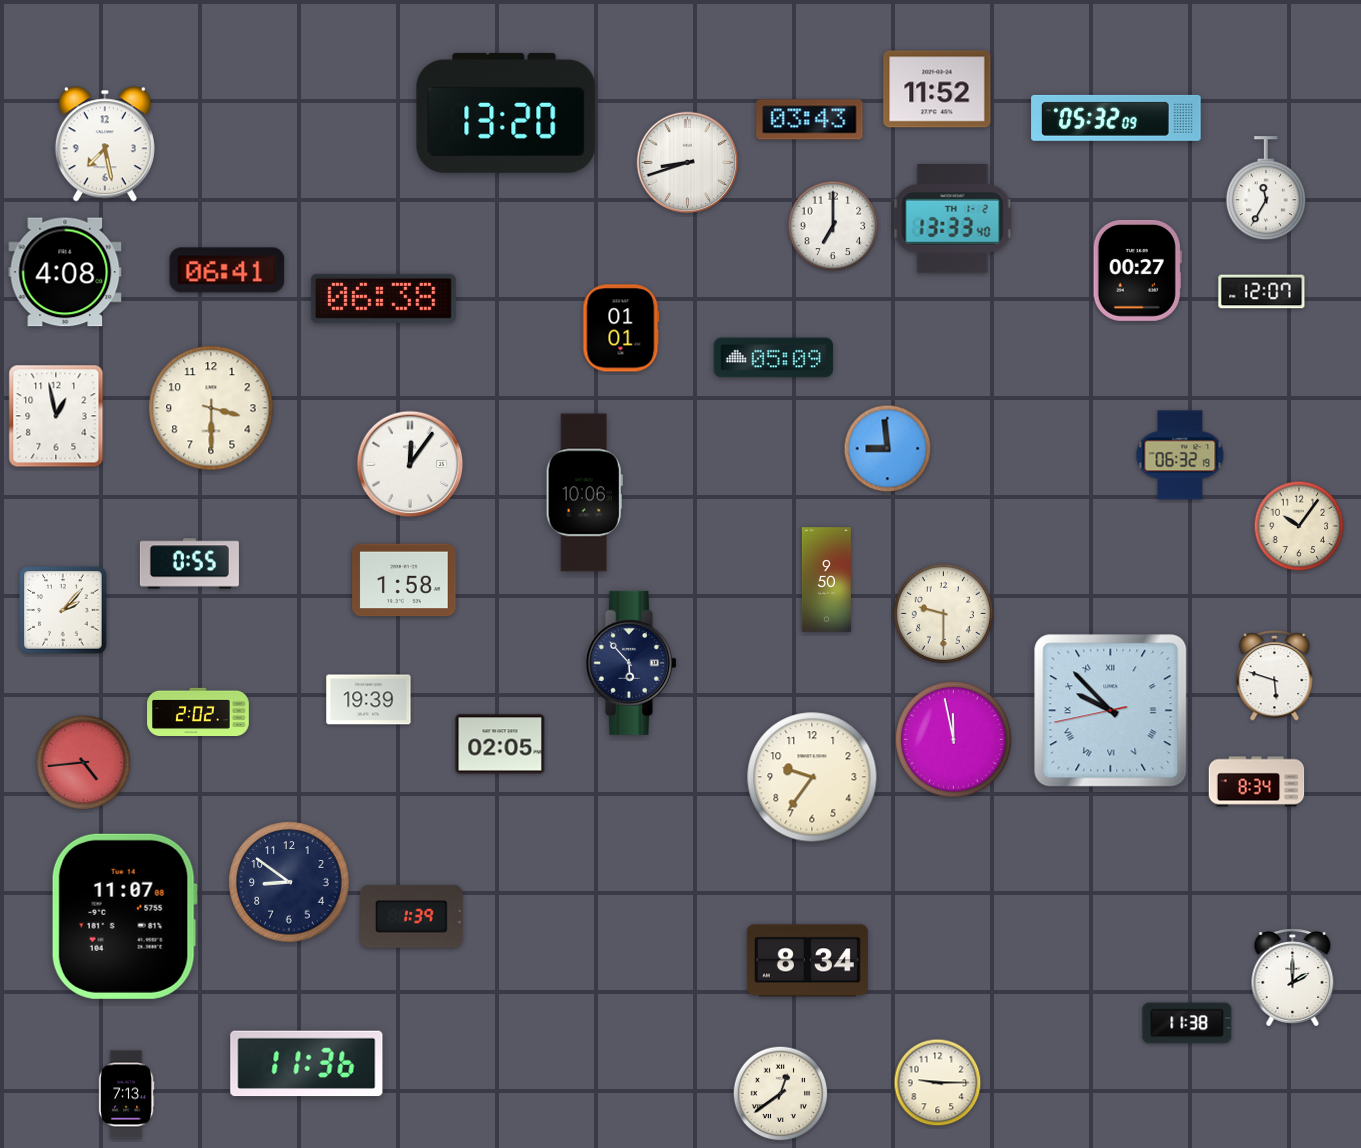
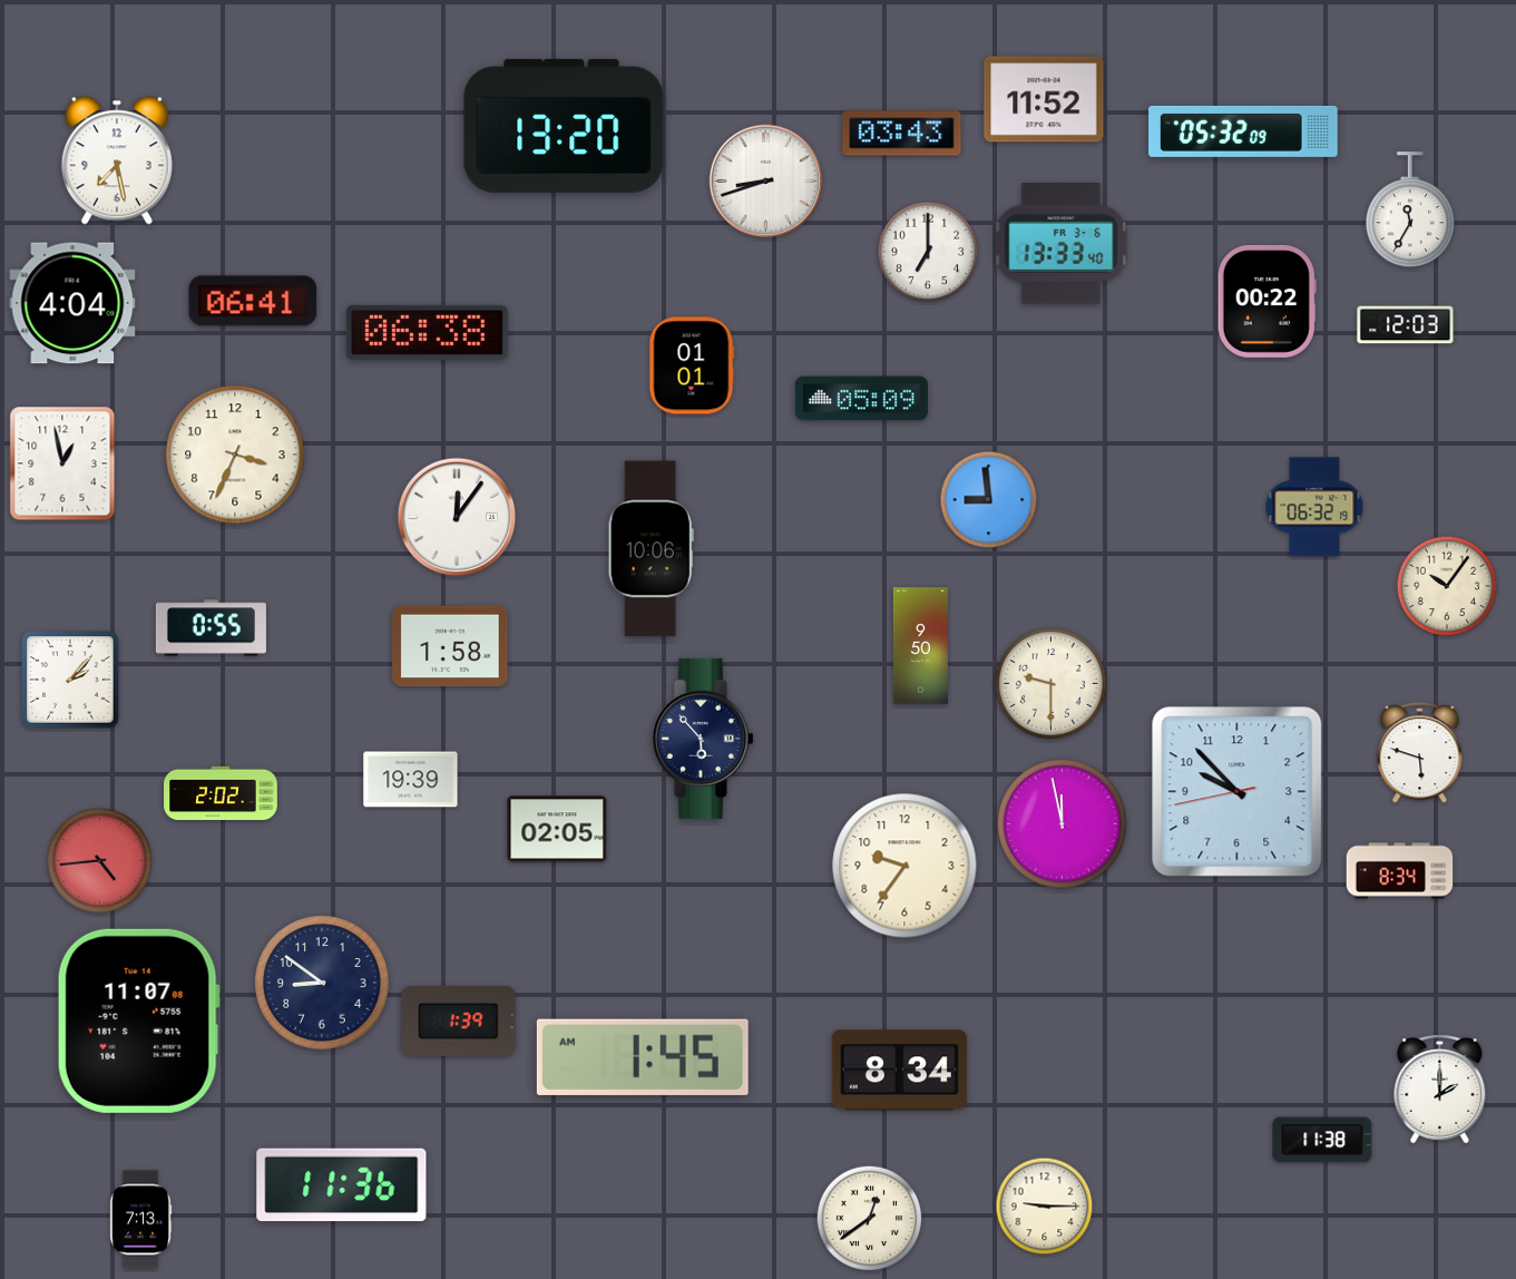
clock at (953, 219) date: TH 1-2 -> FR 3-6
clock at (1137, 270): 00:27 -> 00:22
clock at (65, 272): 4:08 -> 4:04
clock at (1262, 292): 12:07 -> 12:03
clock at (211, 408): 3:30 -> 3:34
clock at (1111, 711) numerals: Roman -> Arabic
clock at (84, 763) position: (84, 763) -> (100, 861)
clock at (643, 1057): none -> 1:45
